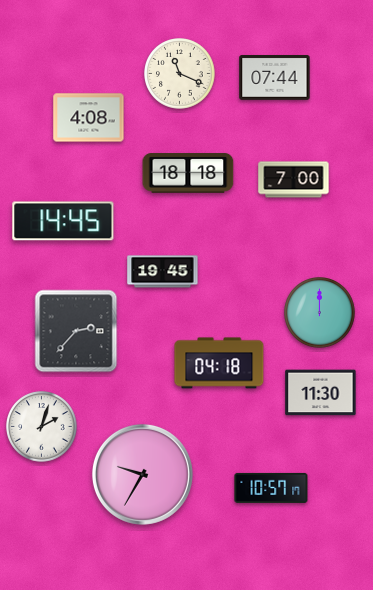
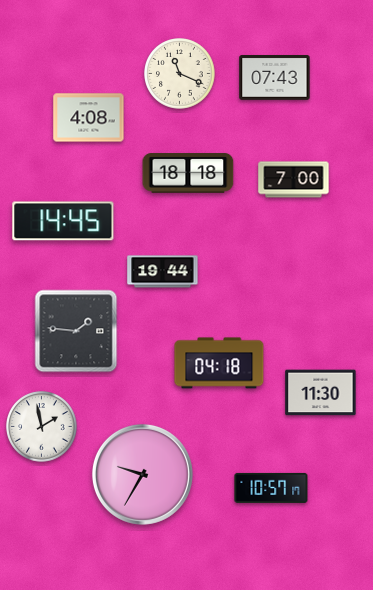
clock at (275, 78): 07:44 -> 07:43
clock at (163, 272): 19:45 -> 19:44
clock at (320, 313): 12:00 -> none
clock at (76, 331): 2:37 -> 1:46
clock at (42, 427): 2:03 -> 1:58
